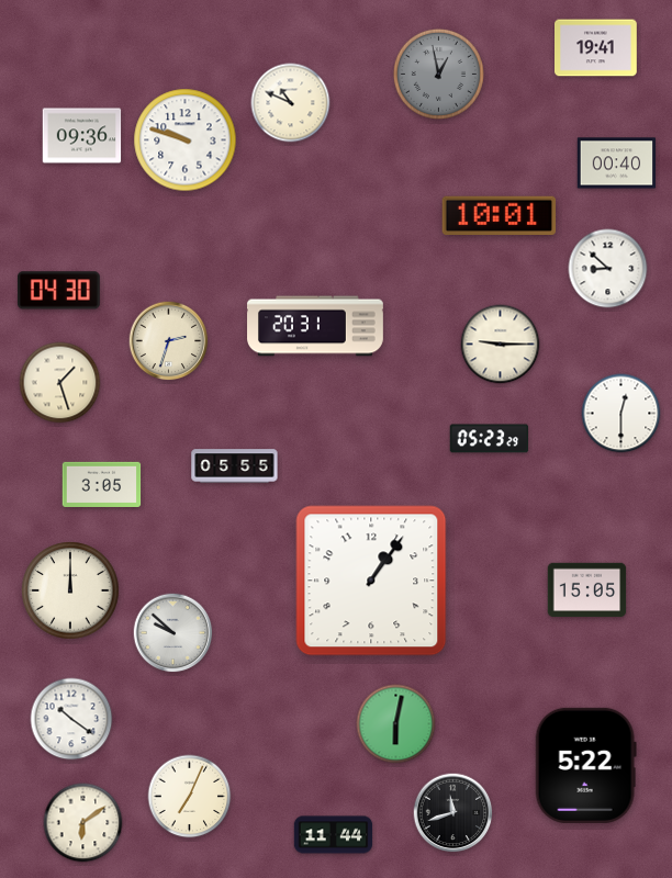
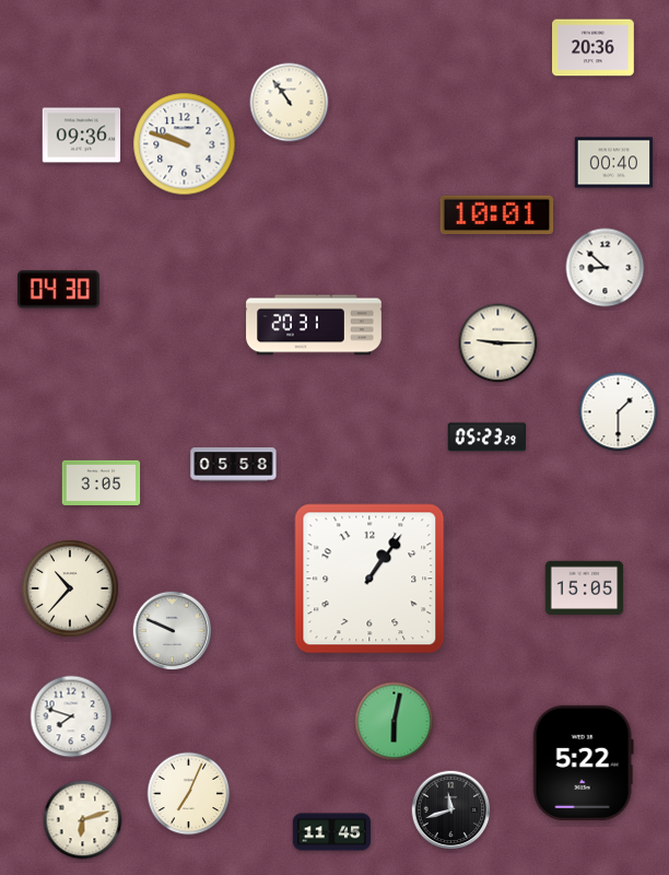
clock at (596, 48): 19:41 -> 20:36
clock at (438, 74): 12:58 -> none
clock at (291, 103): 10:49 -> 10:54
clock at (186, 140) position: (186, 140) -> (185, 144)
clock at (169, 341): 2:33 -> none
clock at (60, 383): 1:27 -> none
clock at (621, 414): 12:30 -> 1:30
clock at (235, 466): 05:55 -> 05:58
clock at (70, 590): 12:00 -> 10:37
clock at (173, 633): 9:52 -> 9:49
clock at (71, 719): 10:21 -> 7:48
clock at (83, 823): 6:09 -> 6:12
clock at (334, 835): 11:44 -> 11:45
